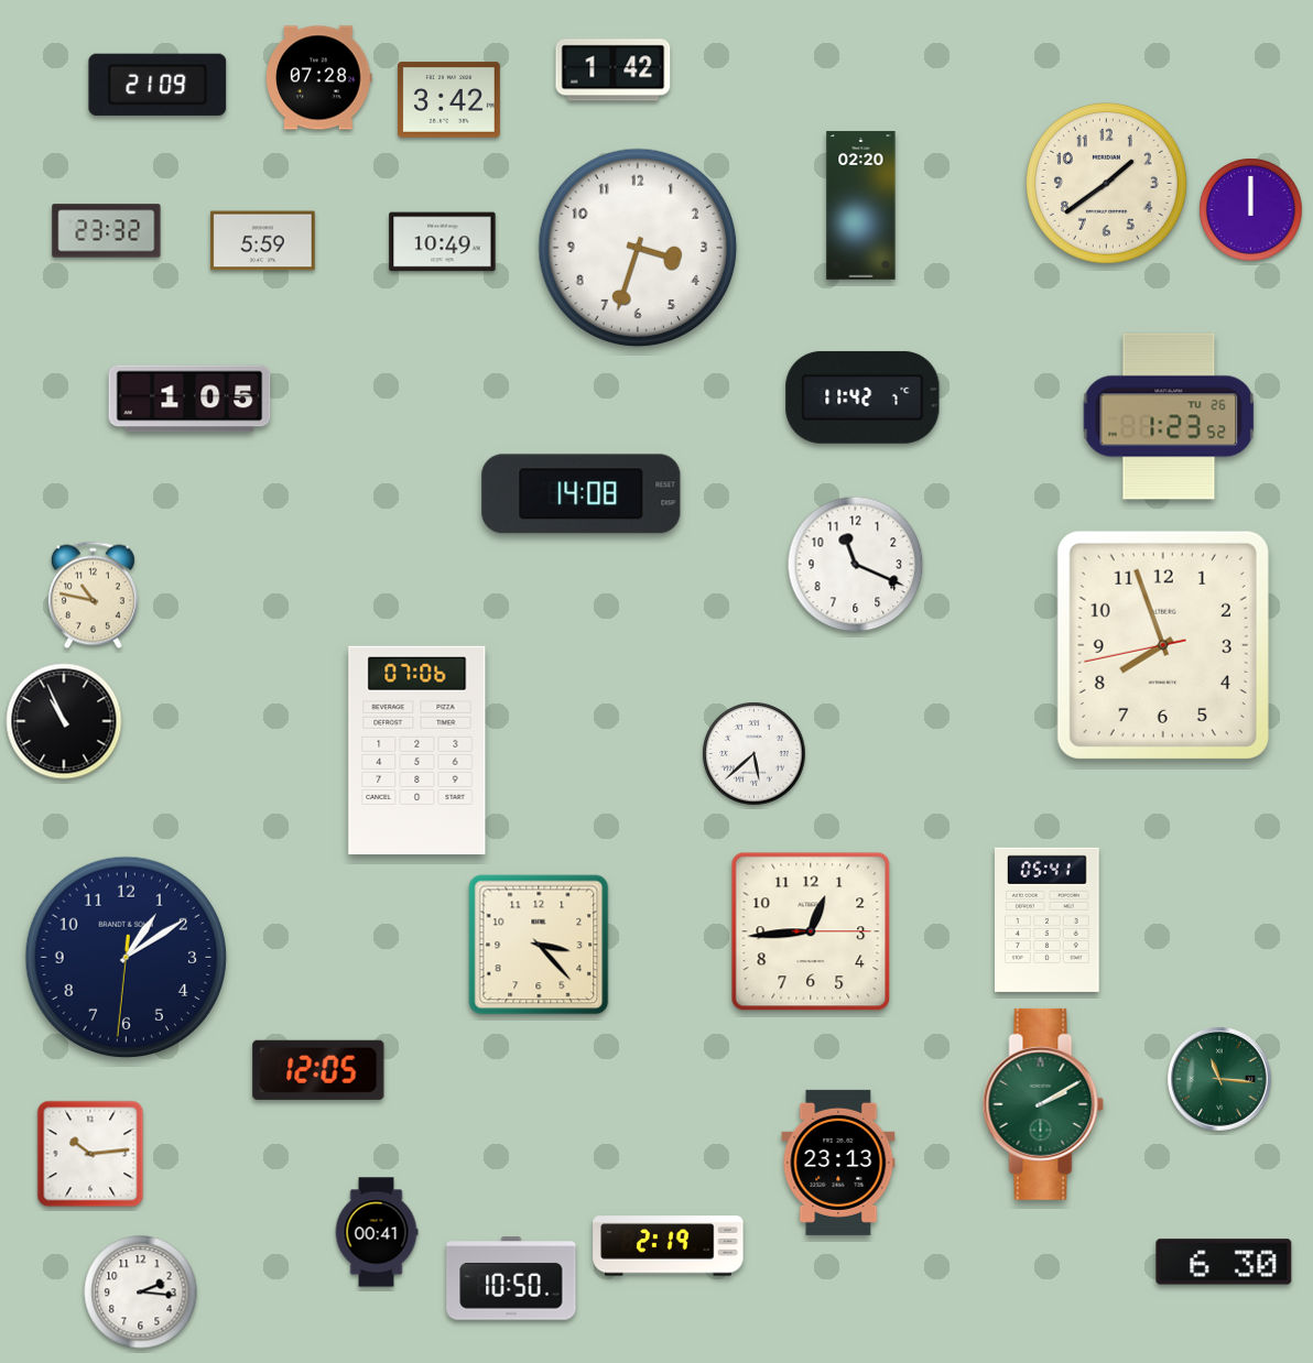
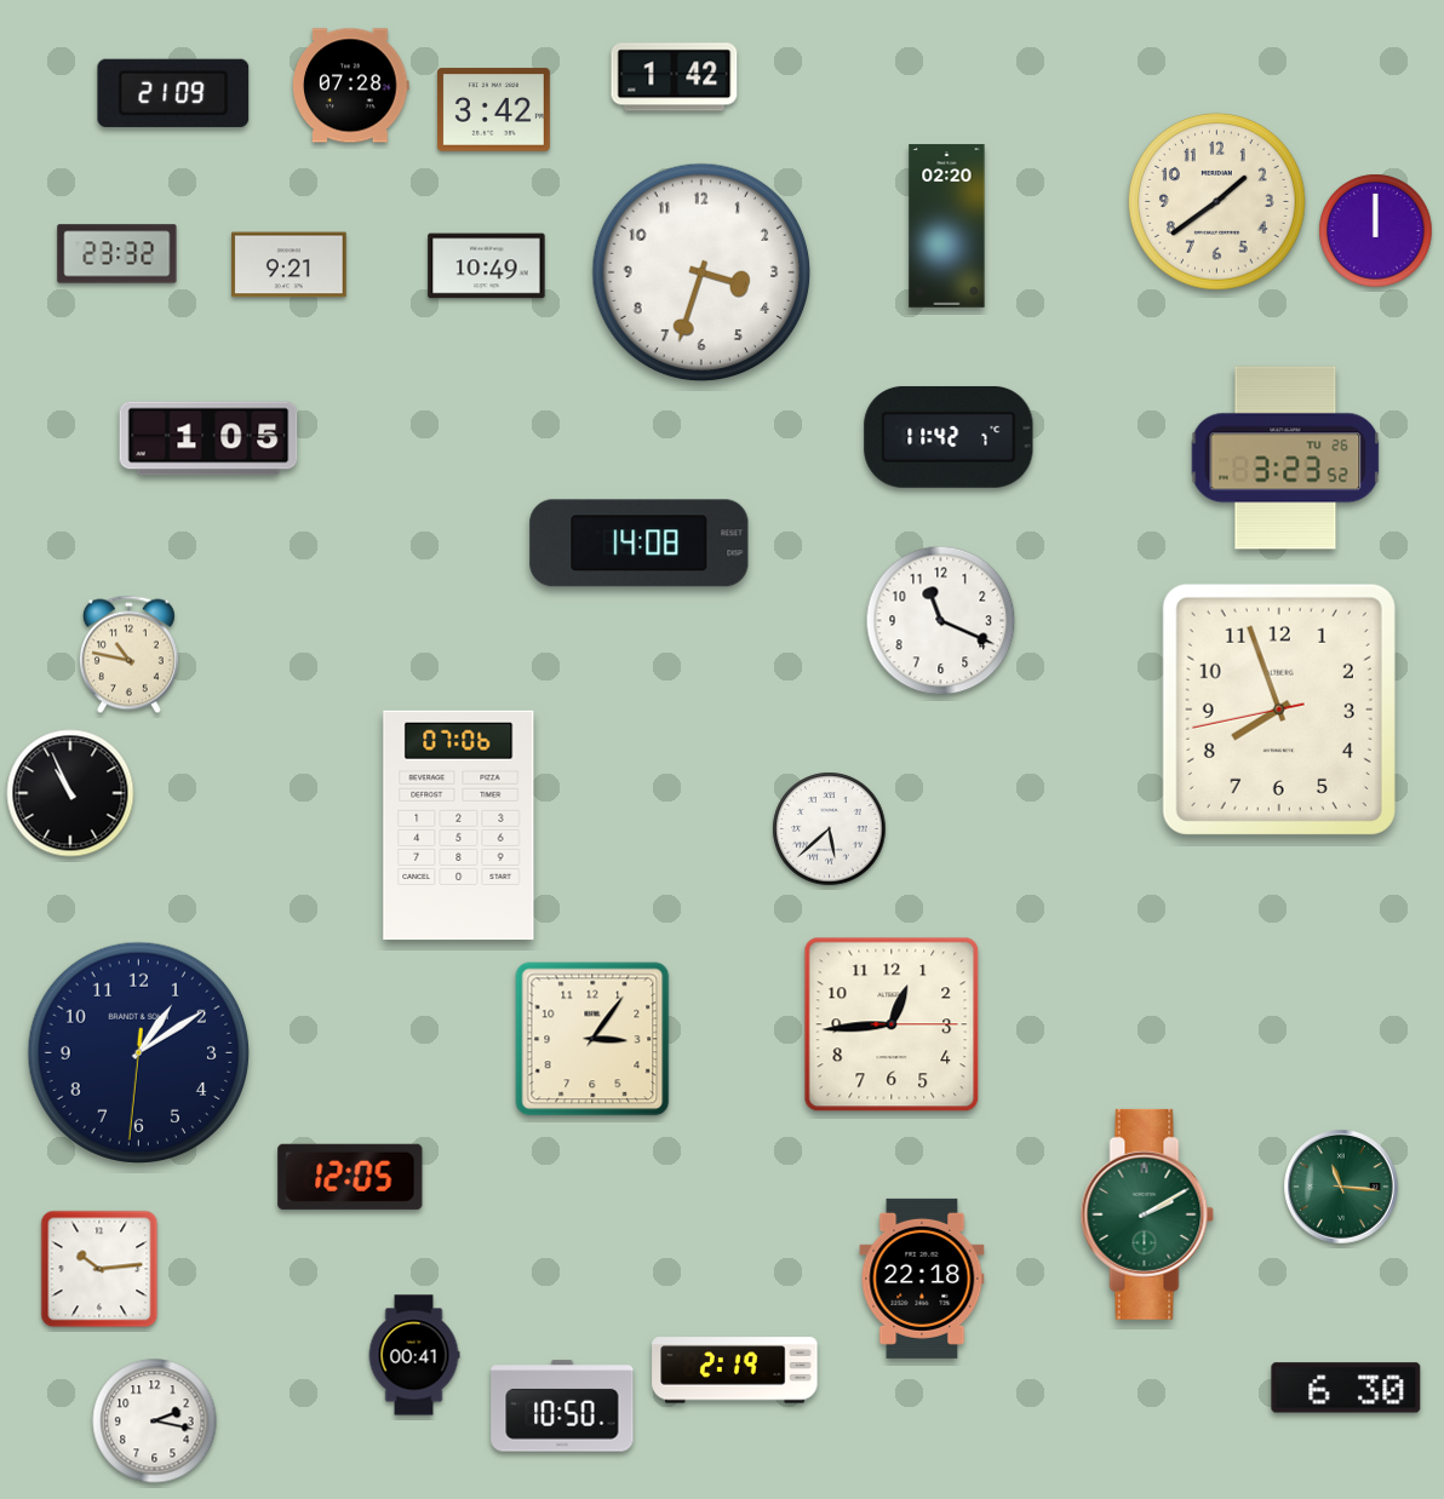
clock at (263, 241): 5:59 -> 9:21
clock at (1169, 416): 1:23 -> 3:23
clock at (93, 596) position: (93, 596) -> (128, 655)
clock at (1048, 919): 05:41 -> none
clock at (539, 945): 3:23 -> 3:06
clock at (838, 1163): 23:13 -> 22:18
clock at (141, 1293): 2:16 -> 2:17
